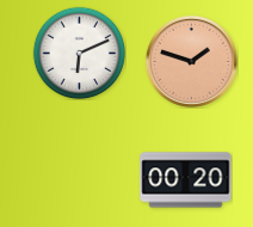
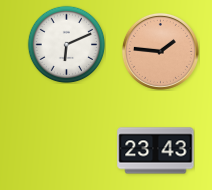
clock at (191, 61): 1:48 -> 1:46
clock at (186, 180): 00:20 -> 23:43
